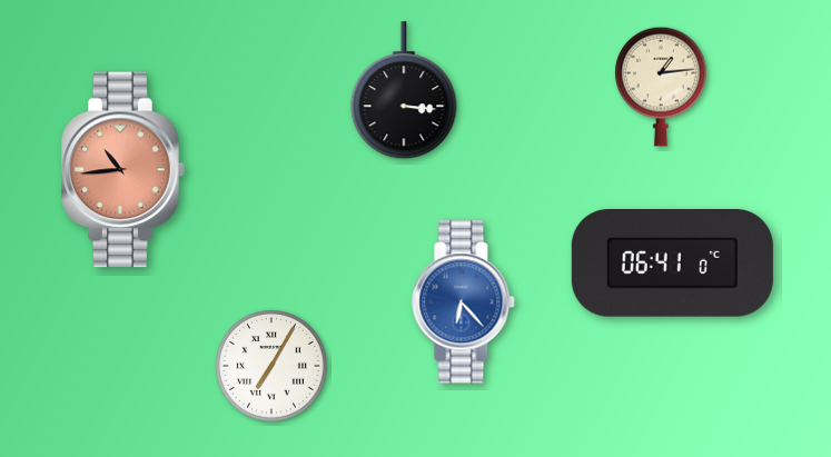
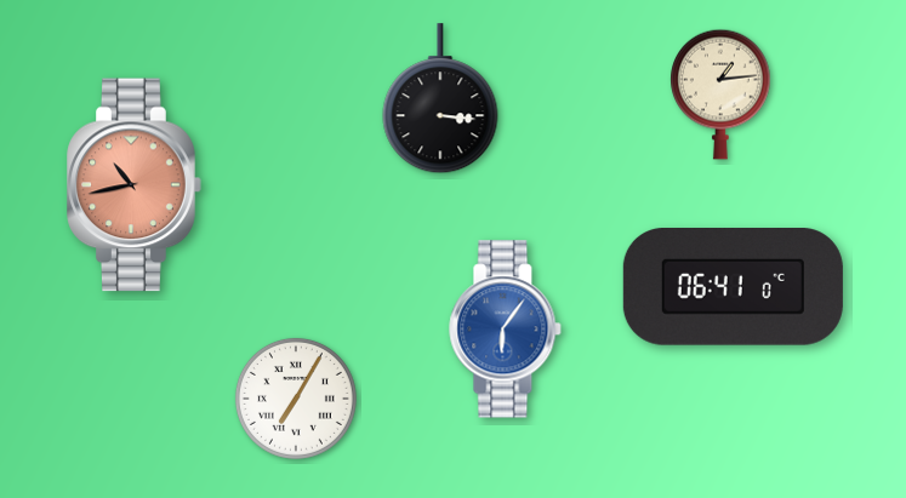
clock at (123, 170): 10:44 -> 10:43
clock at (464, 302): 6:23 -> 6:06
